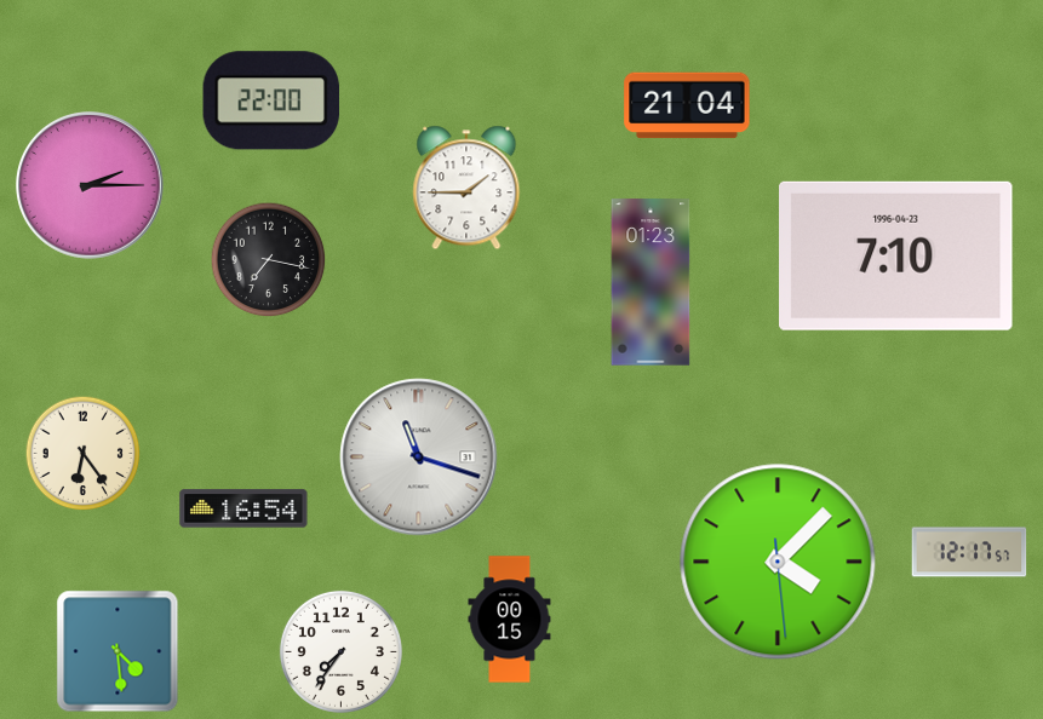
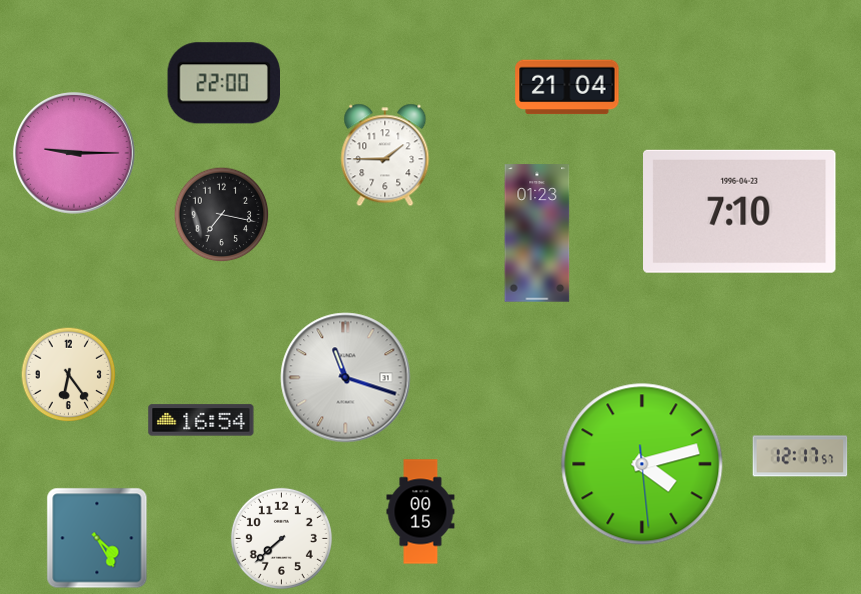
clock at (91, 186): 2:15 -> 9:15
clock at (778, 562): 4:07 -> 4:12
clock at (118, 651): 4:29 -> 4:25
clock at (340, 651): 7:36 -> 7:38
